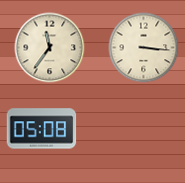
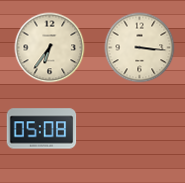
clock at (50, 48): 11:36 -> 6:36
clock at (144, 48) position: (144, 48) -> (140, 48)
